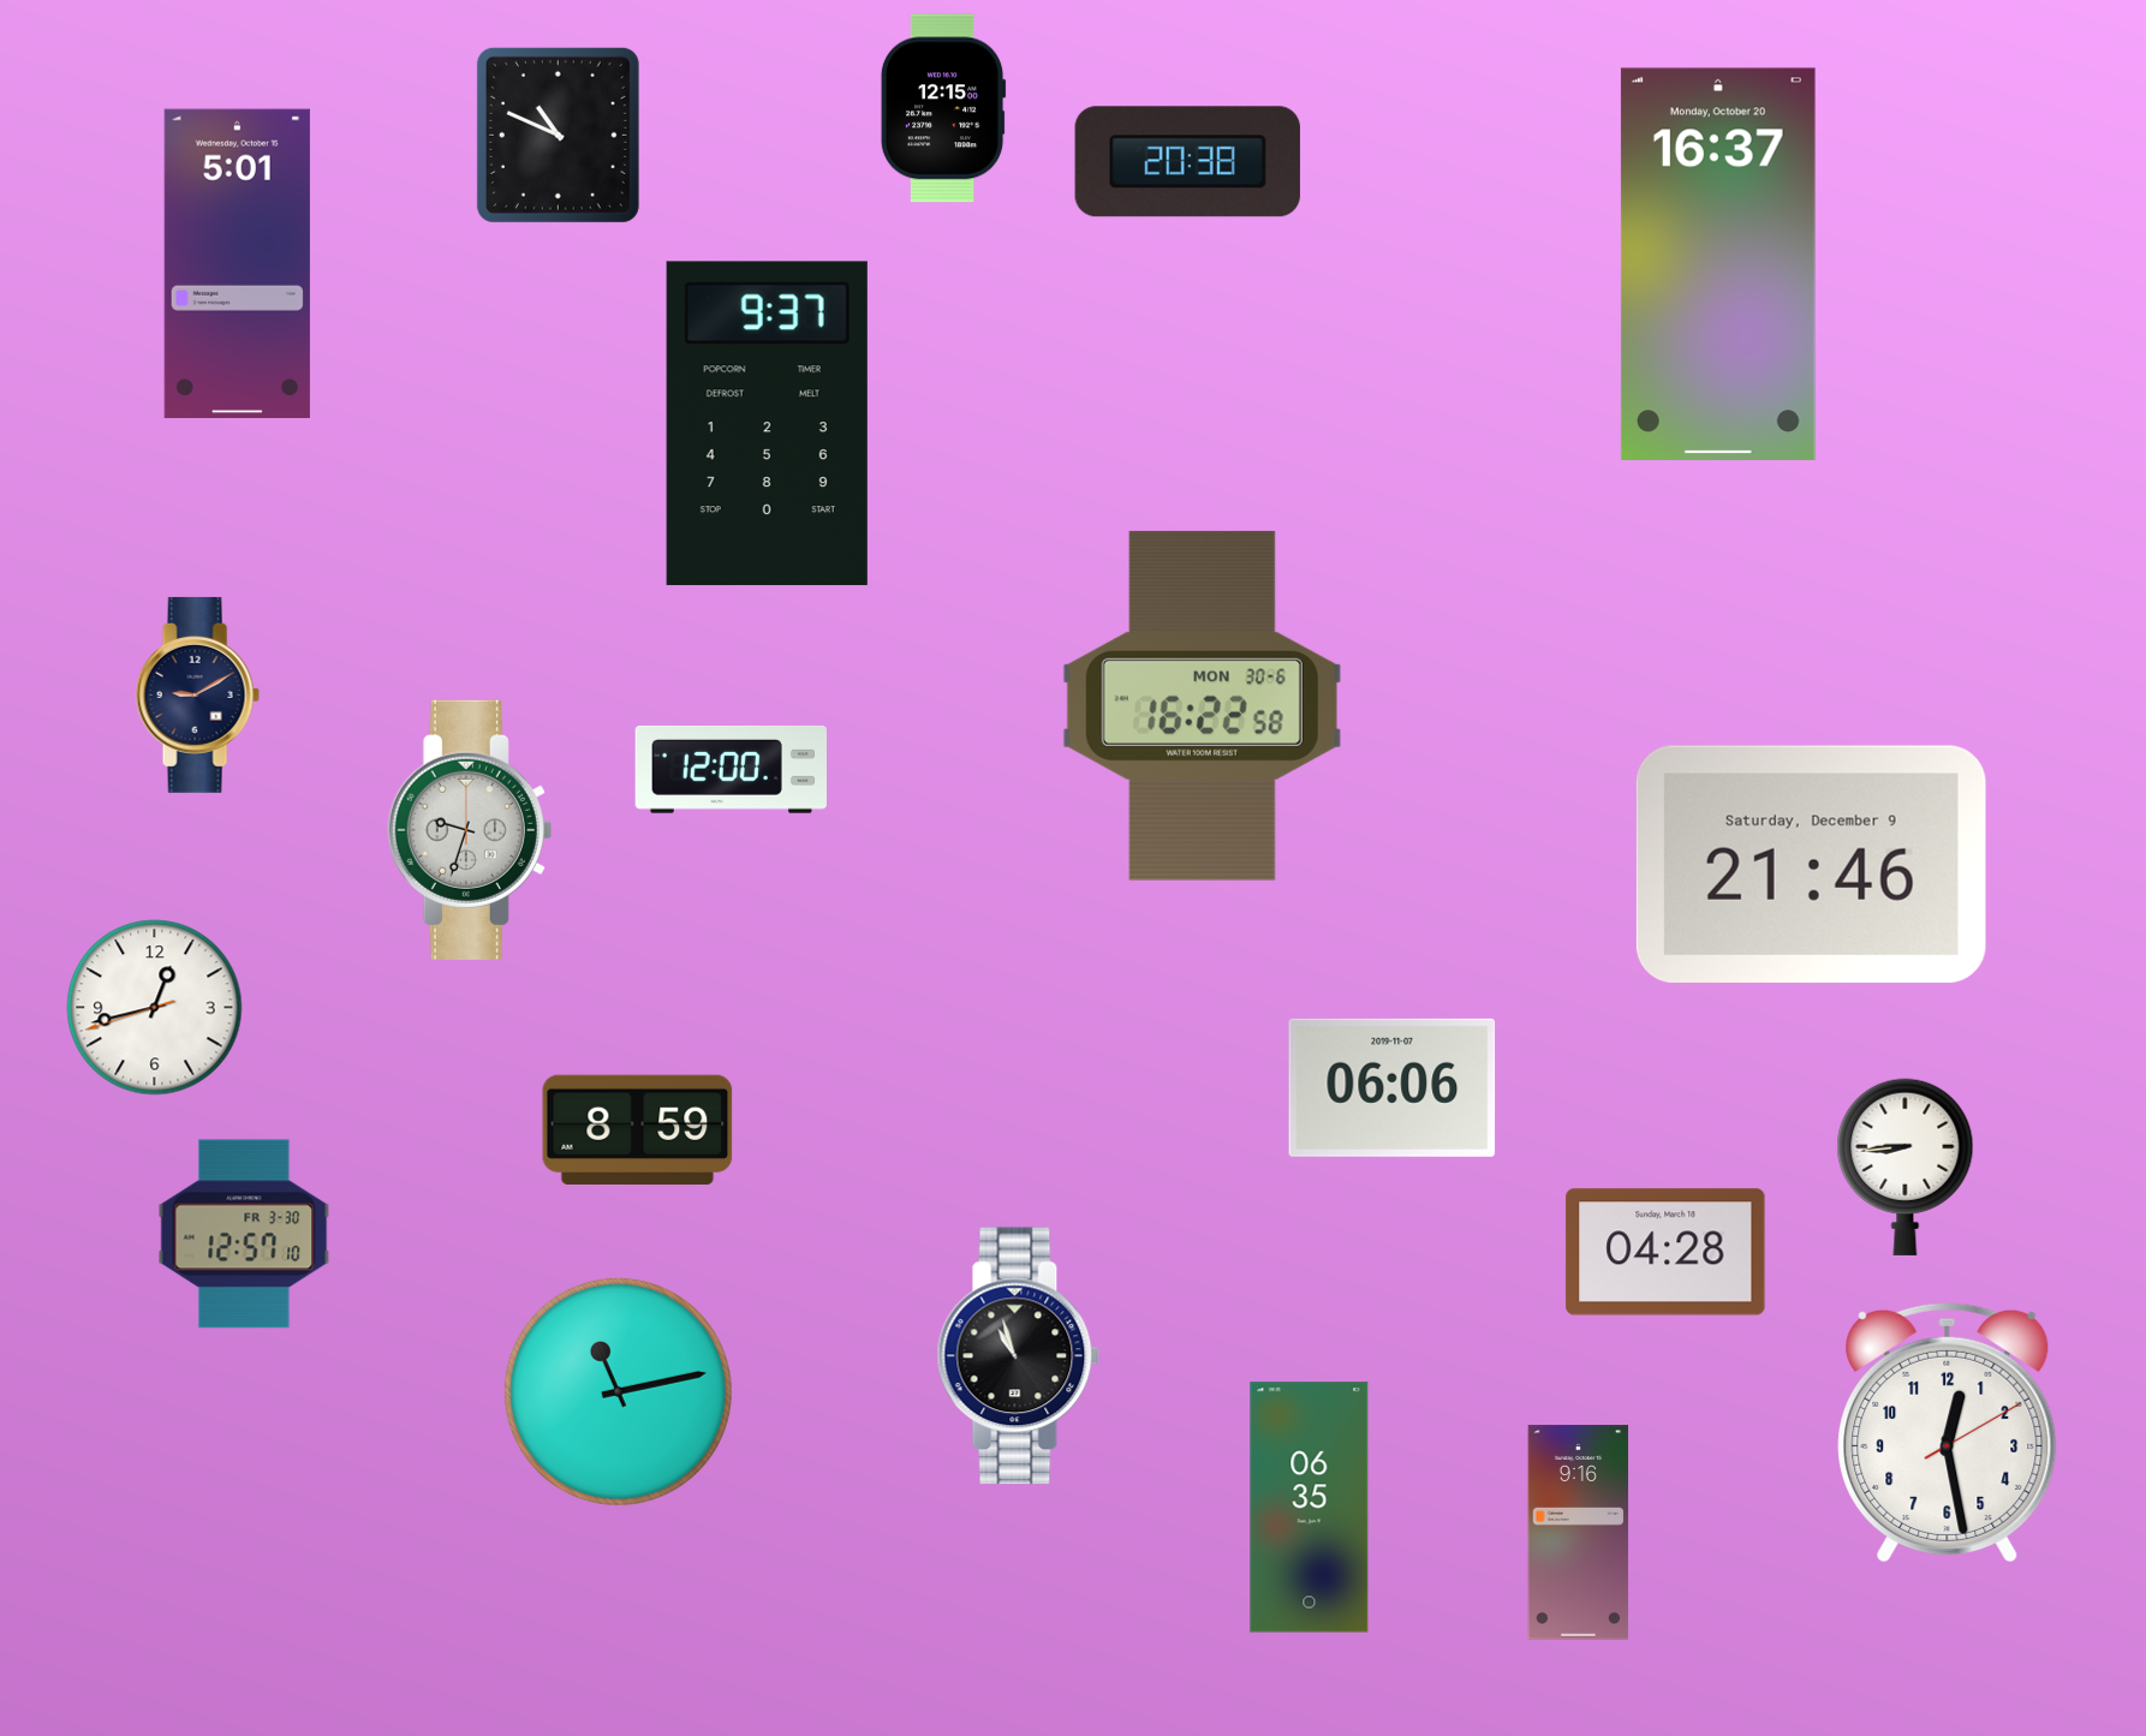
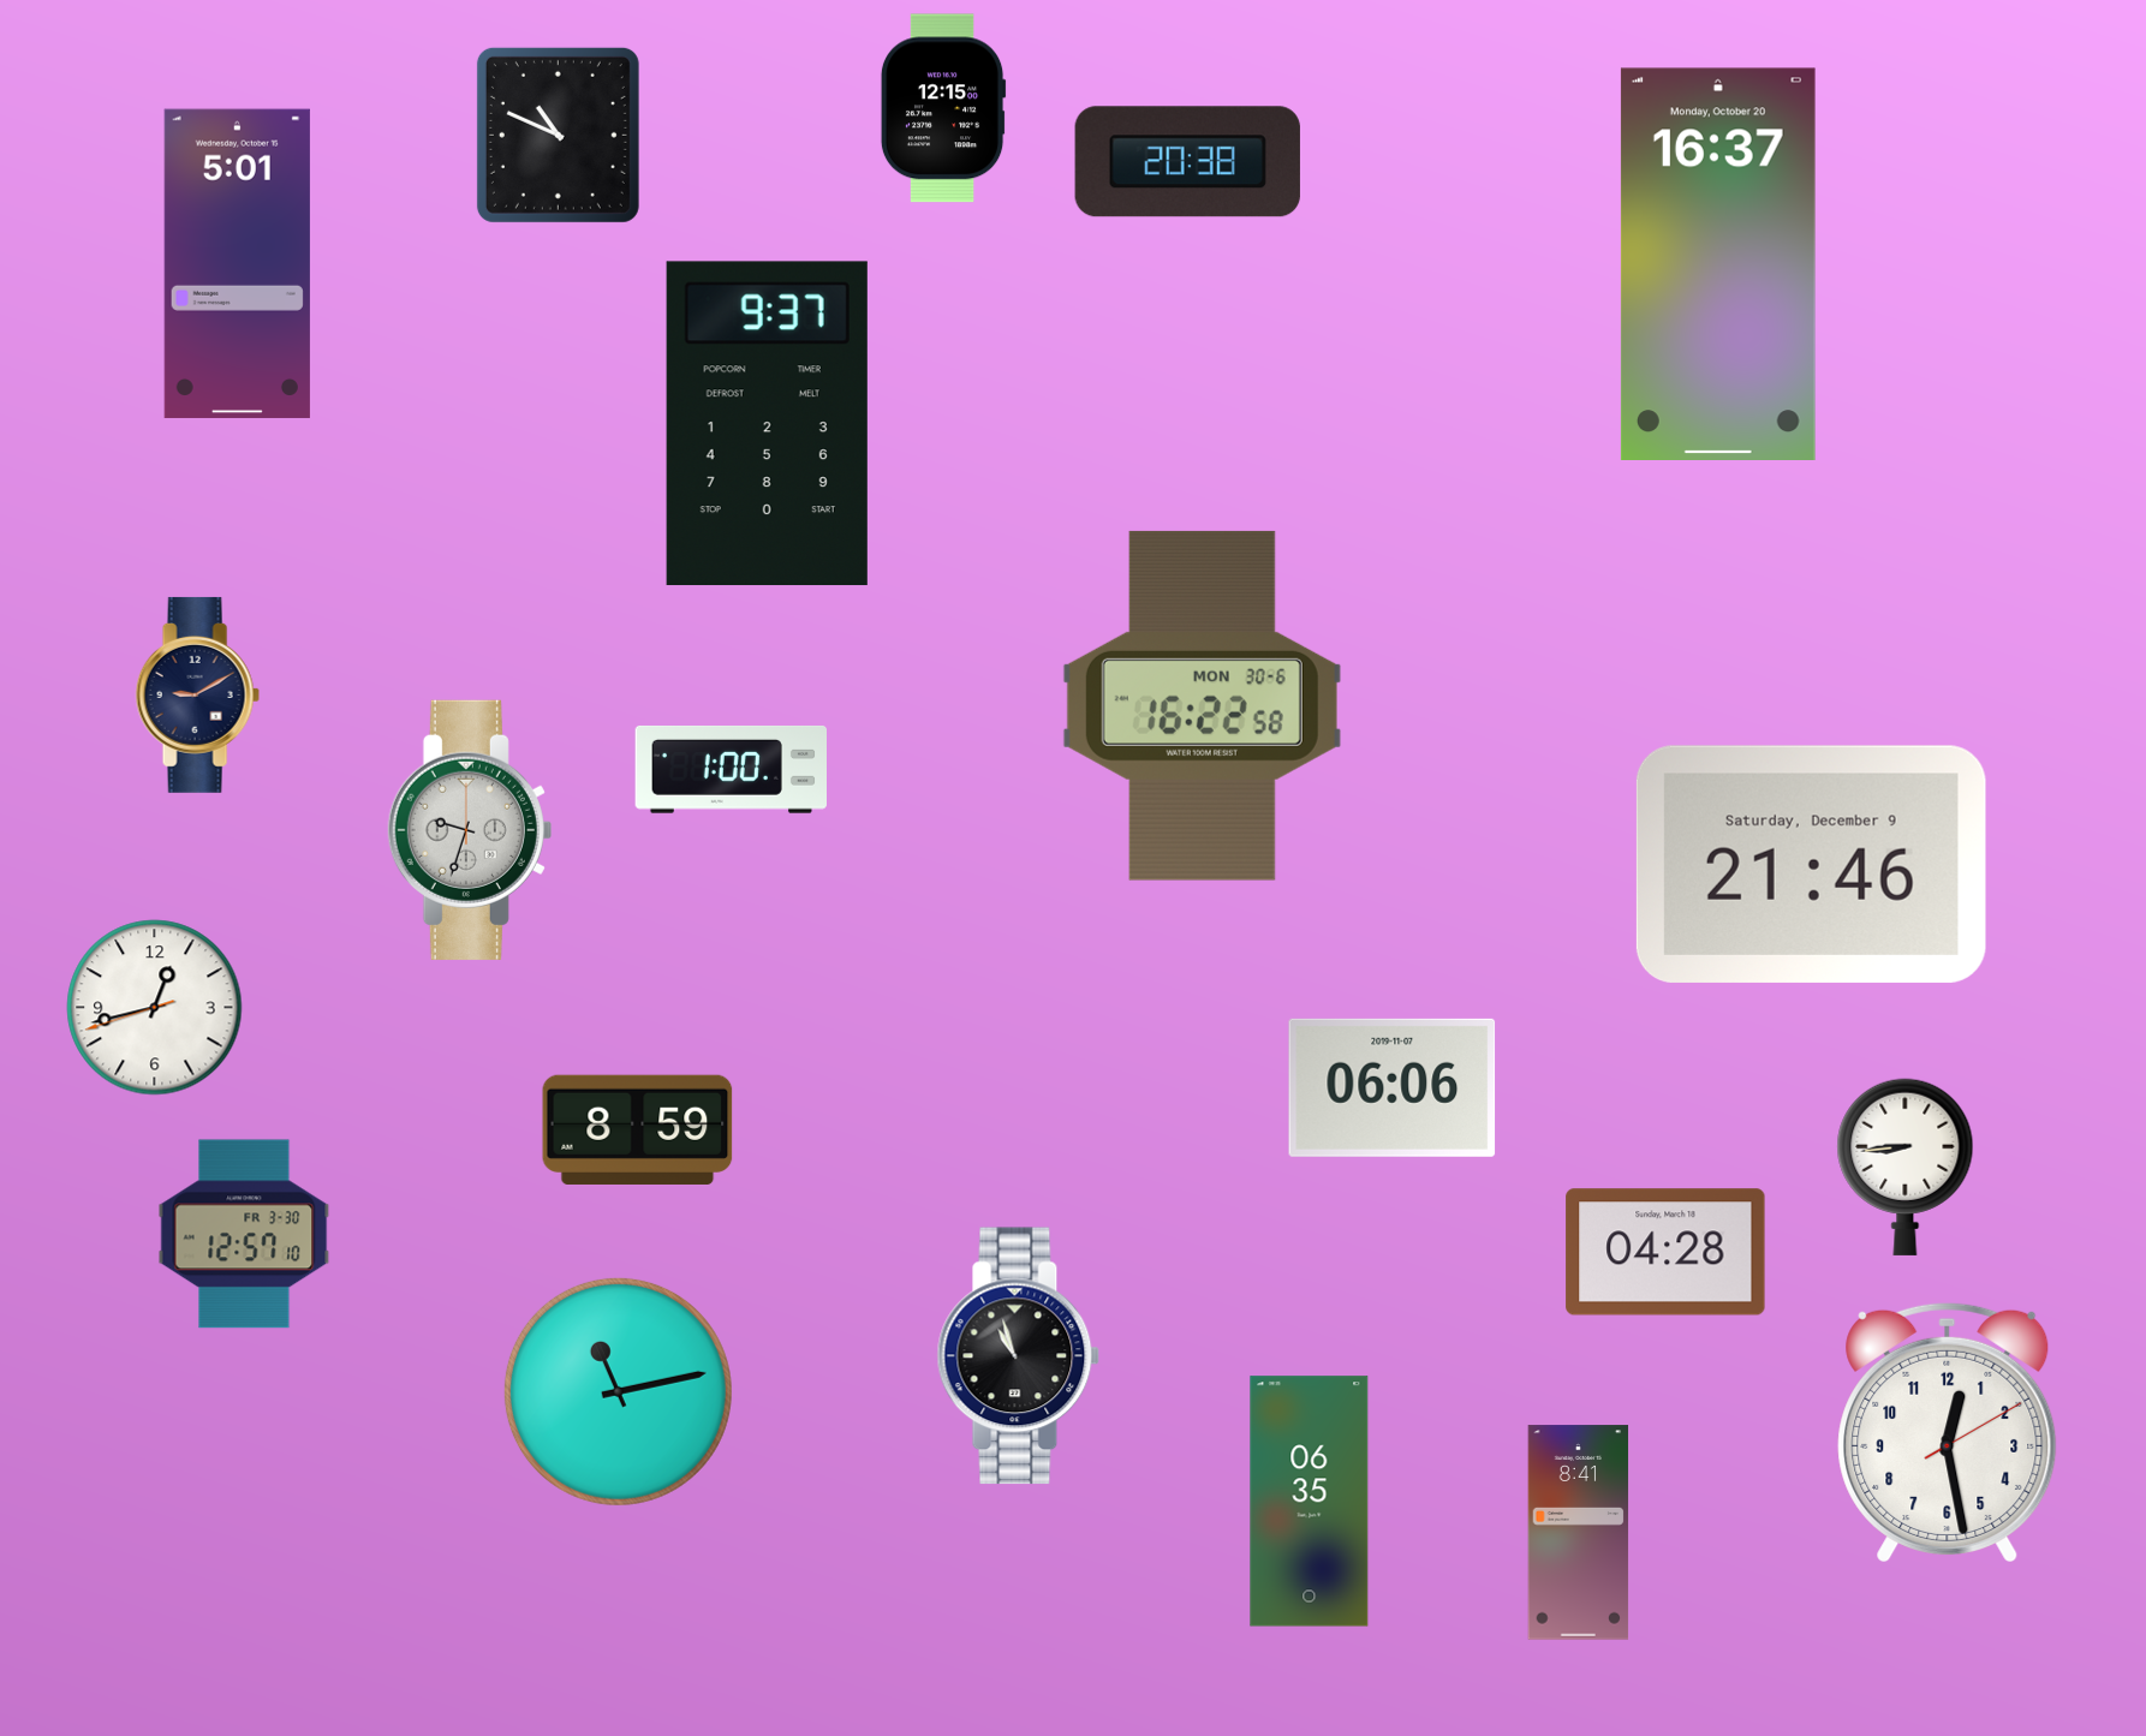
clock at (731, 769): 12:00 -> 1:00
clock at (1310, 1508) position: (1310, 1508) -> (1310, 1502)
clock at (1579, 1533): 9:16 -> 8:41
